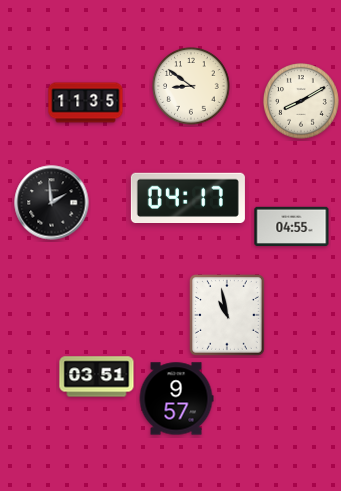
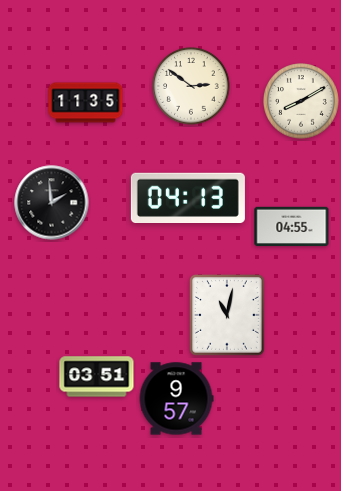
clock at (191, 86): 8:51 -> 2:51
clock at (188, 197): 04:17 -> 04:13
clock at (228, 316): 10:58 -> 11:02
